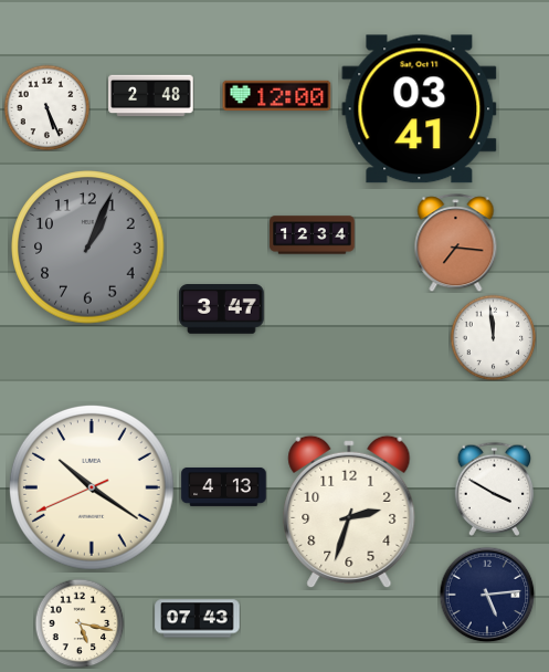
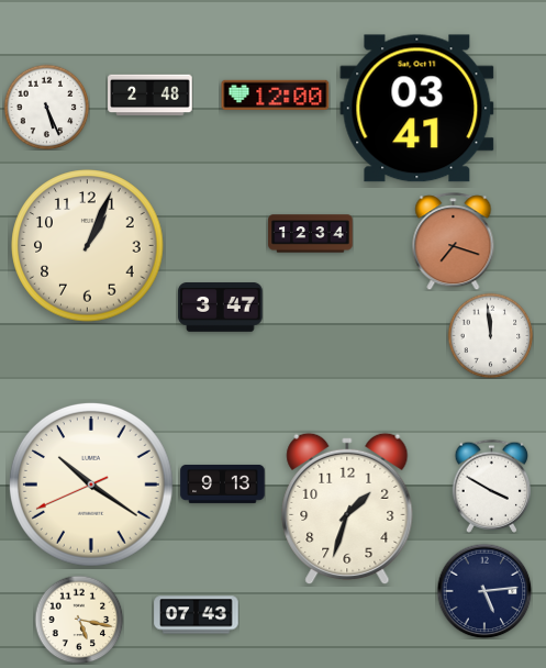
clock at (456, 243): 7:16 -> 7:18
clock at (88, 248) dial: grey -> cream
clock at (224, 486): 4:13 -> 9:13
clock at (349, 512): 2:33 -> 1:33
